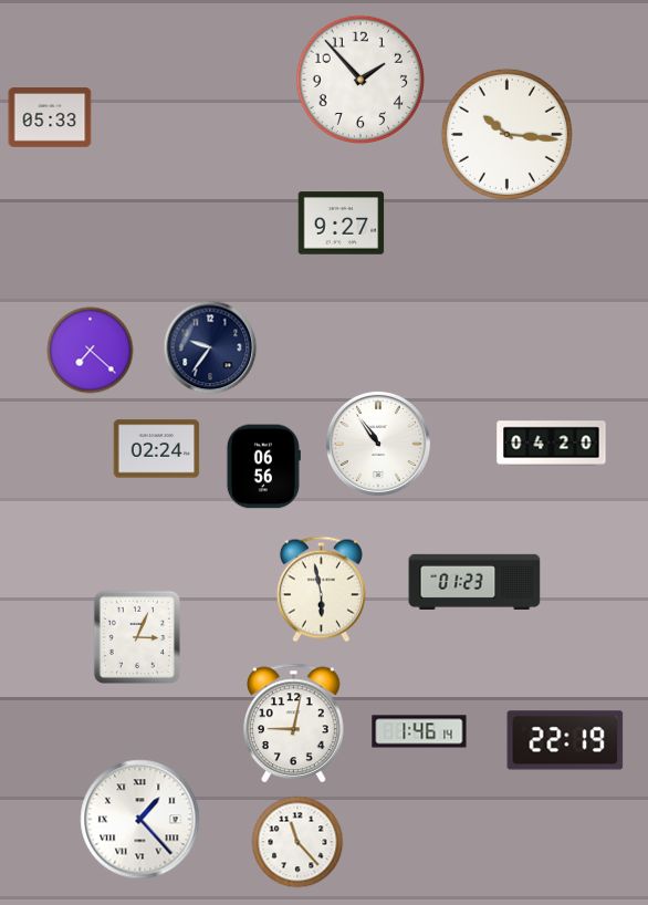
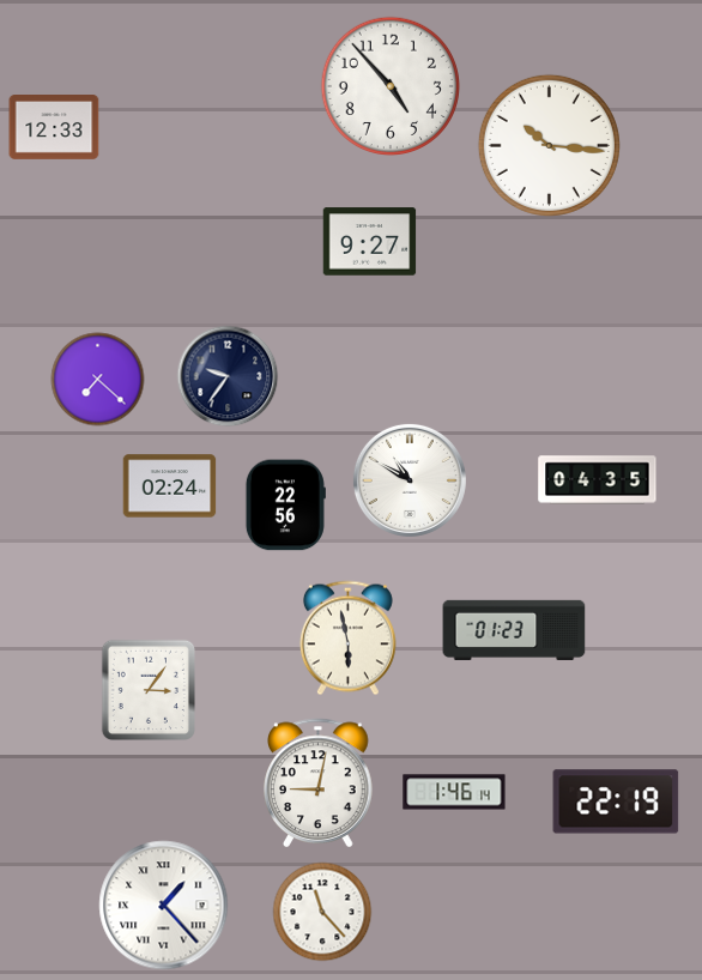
clock at (359, 79): 1:53 -> 4:53
clock at (50, 118): 05:33 -> 12:33
clock at (378, 444): 10:54 -> 10:50
clock at (552, 444): 04:20 -> 04:35
clock at (263, 467): 06:56 -> 22:56
clock at (136, 636): 3:04 -> 3:06
clock at (565, 740) position: (565, 740) -> (616, 801)
clock at (140, 820) position: (140, 820) -> (164, 906)
